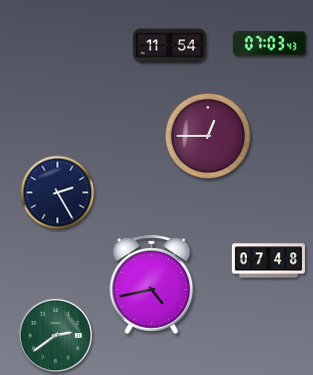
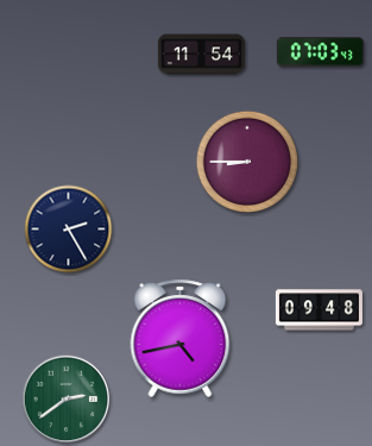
clock at (207, 135): 12:45 -> 8:45
clock at (268, 261): 07:48 -> 09:48
